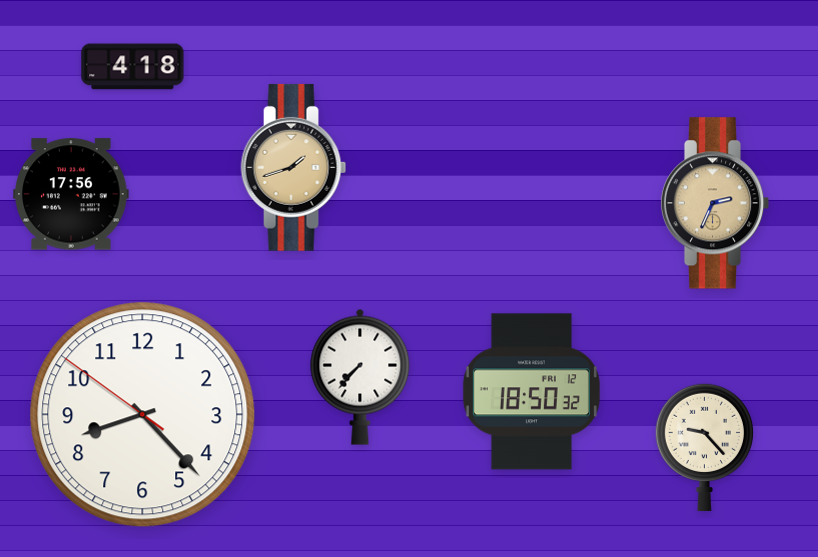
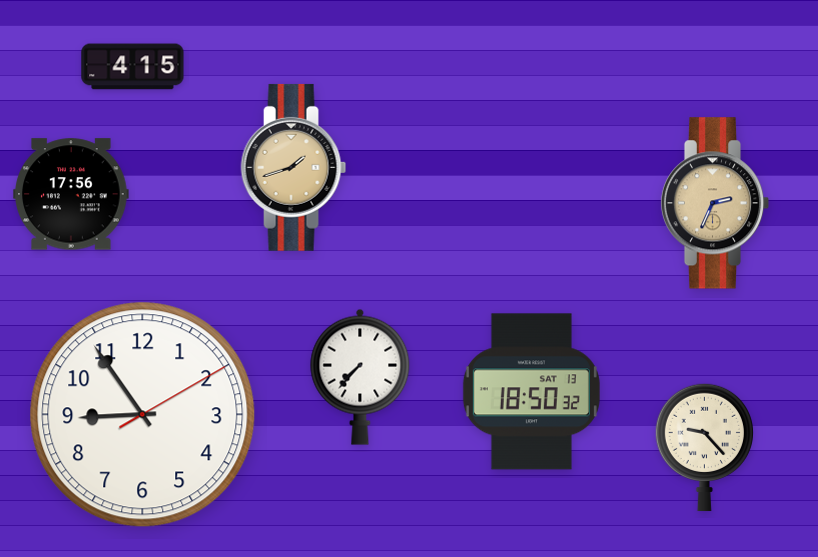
clock at (133, 67): 4:18 -> 4:15
clock at (531, 392) date: FRI 12 -> SAT 13
clock at (143, 415): 8:22 -> 8:54
